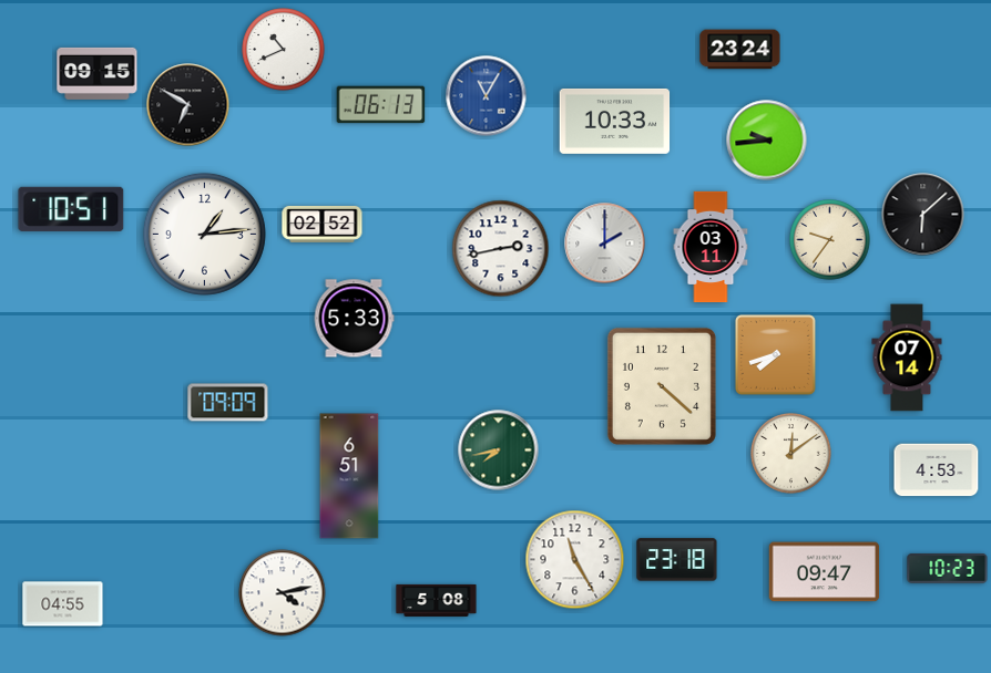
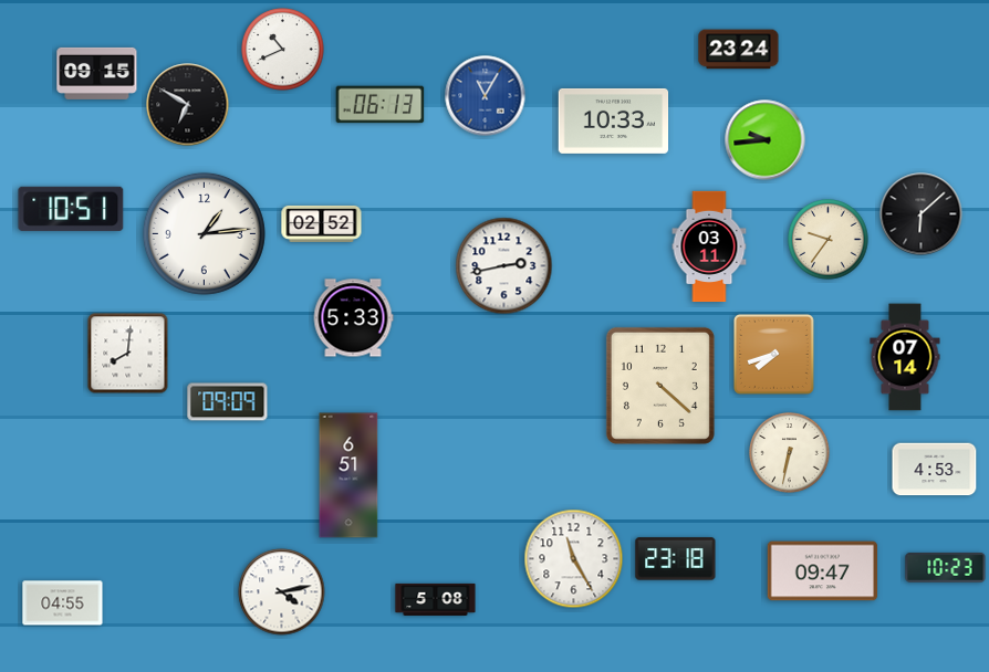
clock at (605, 244): 2:00 -> none
clock at (501, 249) position: (501, 249) -> (504, 266)
clock at (128, 354): none -> 8:01
clock at (499, 451): 7:43 -> none
clock at (791, 454): 12:09 -> 6:32
